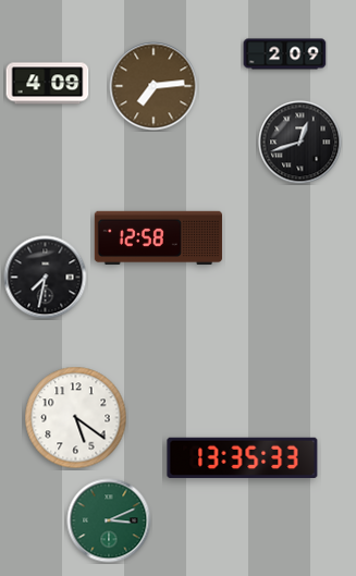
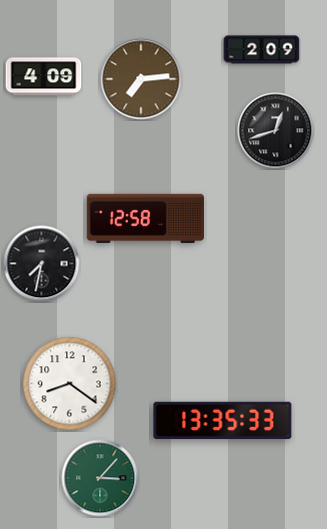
clock at (46, 278) position: (46, 278) -> (42, 264)
clock at (76, 418): 5:21 -> 8:21
clock at (109, 520): 3:11 -> 3:07
